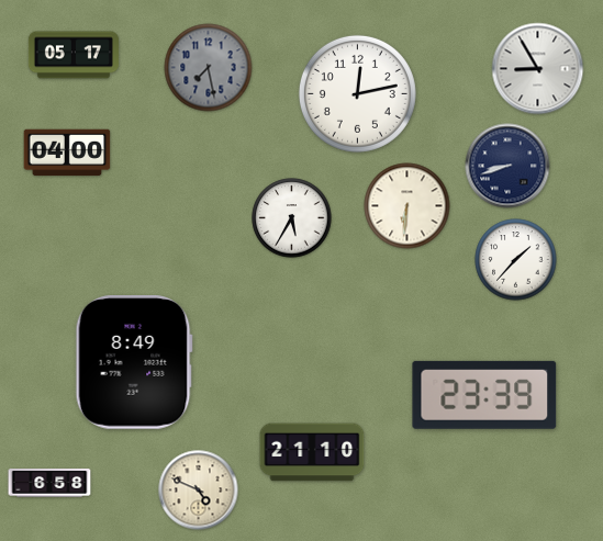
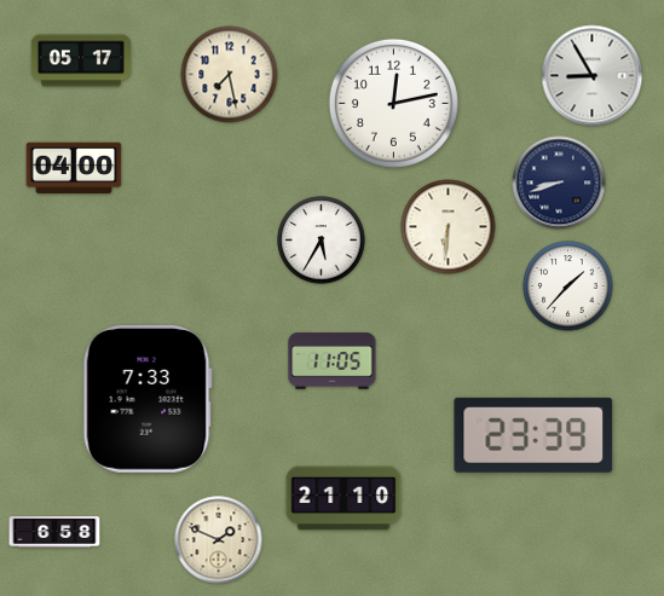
clock at (209, 68) dial: grey -> cream
clock at (333, 361): none -> 11:05
clock at (134, 363): 8:49 -> 7:33
clock at (199, 491): 4:49 -> 1:49
